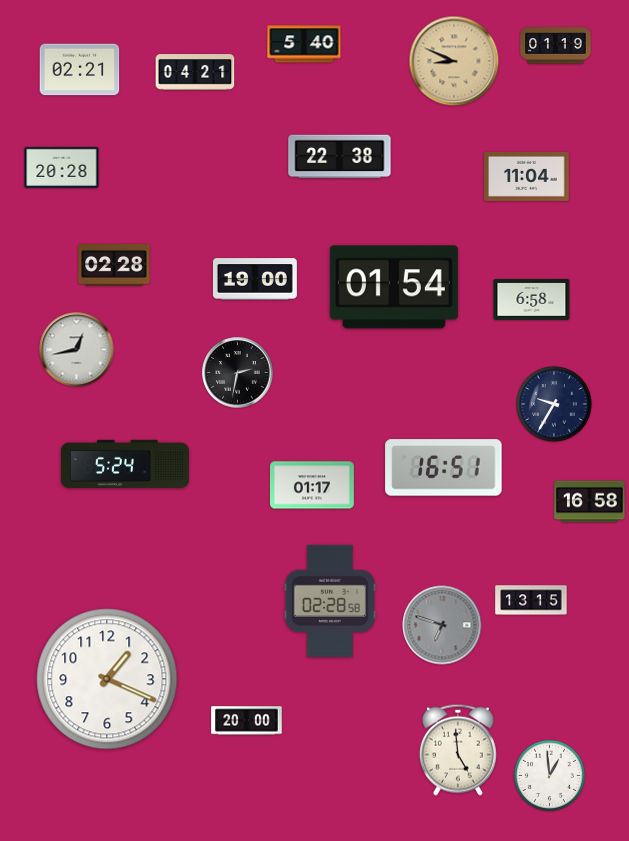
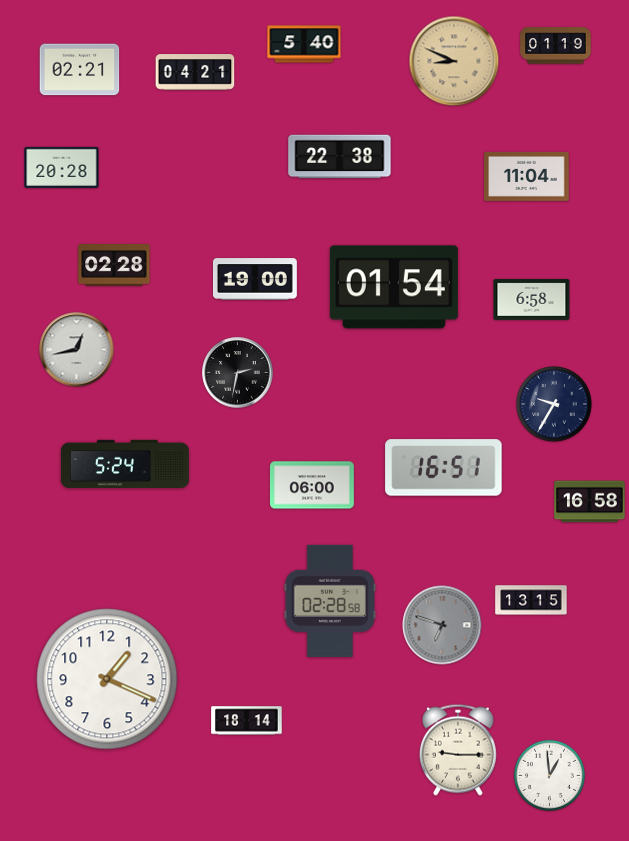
clock at (312, 485): 01:17 -> 06:00
clock at (247, 721): 20:00 -> 18:14
clock at (458, 750): 4:59 -> 9:15
